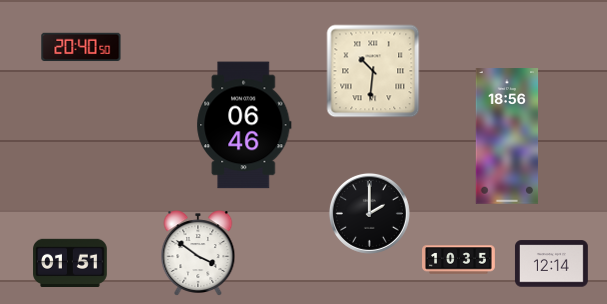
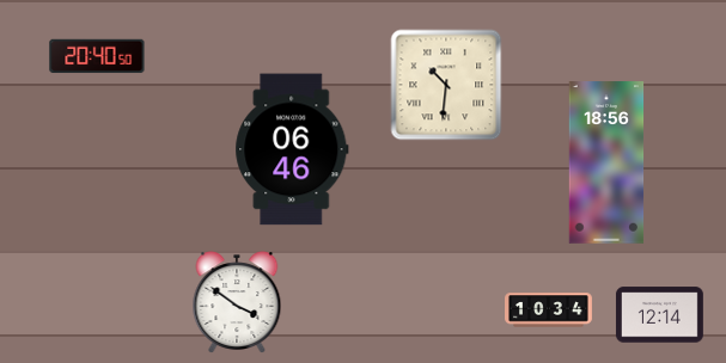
clock at (369, 213): 2:00 -> none
clock at (459, 260): 10:35 -> 10:34
clock at (70, 262): 01:51 -> none
